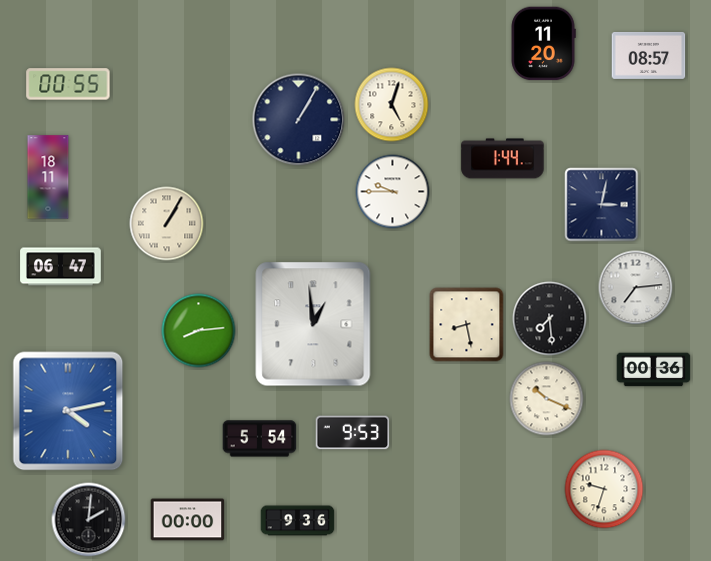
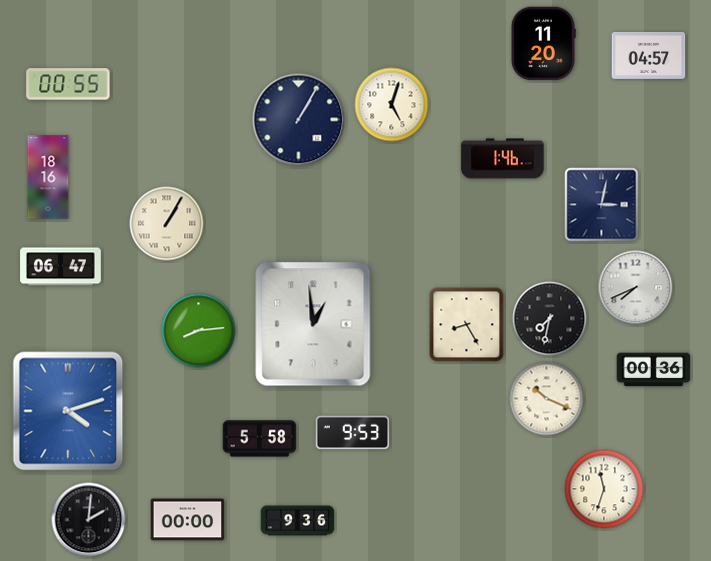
clock at (649, 55): 08:57 -> 04:57
clock at (503, 159): 1:44 -> 1:46
clock at (48, 177): 18:11 -> 18:16
clock at (393, 192): 9:45 -> none
clock at (636, 288): 7:14 -> 7:41
clock at (550, 319): 7:29 -> 7:32
clock at (467, 325): 8:28 -> 8:25
clock at (68, 411): 4:13 -> 4:12
clock at (260, 439): 5:54 -> 5:58
clock at (604, 489): 9:33 -> 11:33
